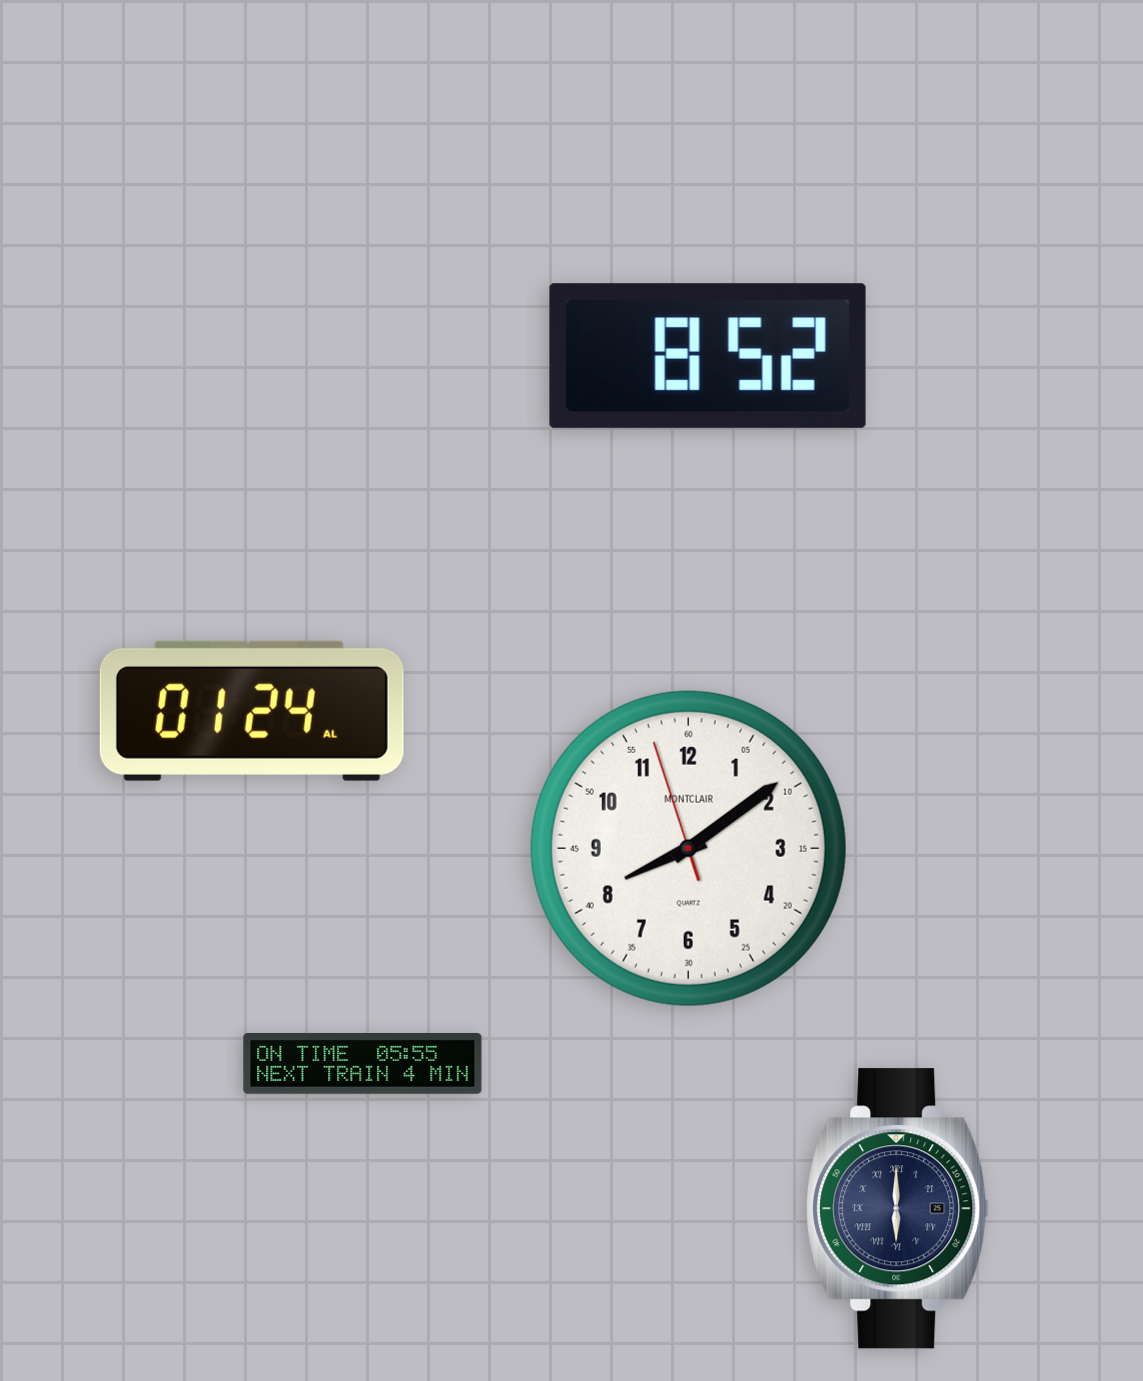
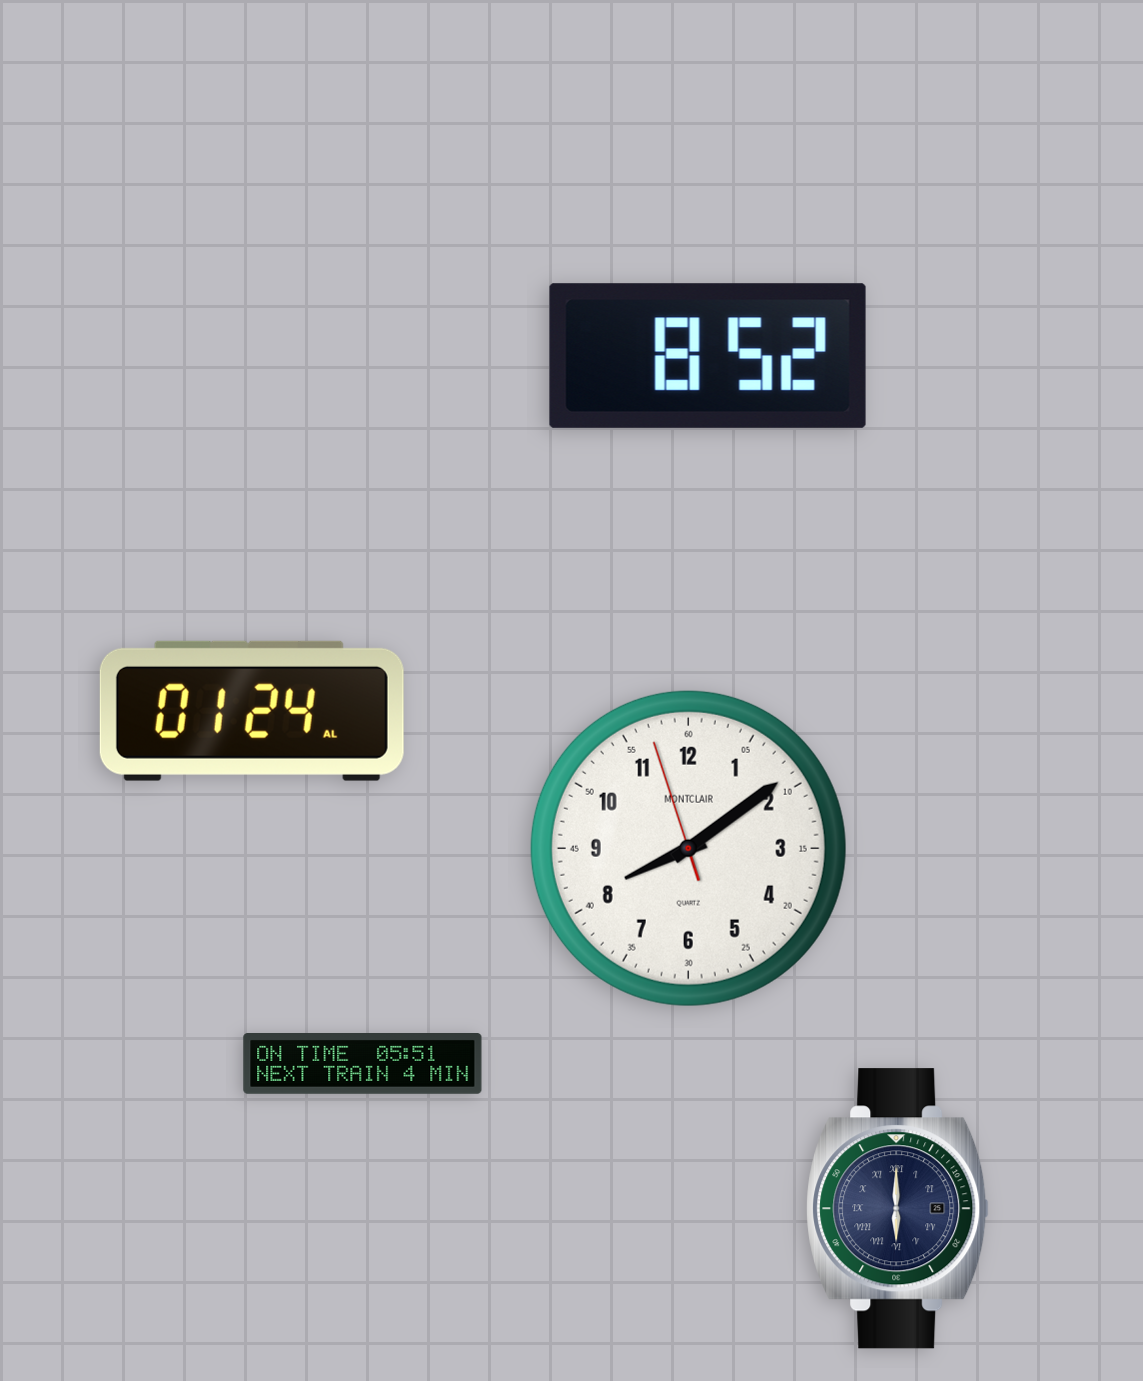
clock at (363, 1064): 05:55 -> 05:51
